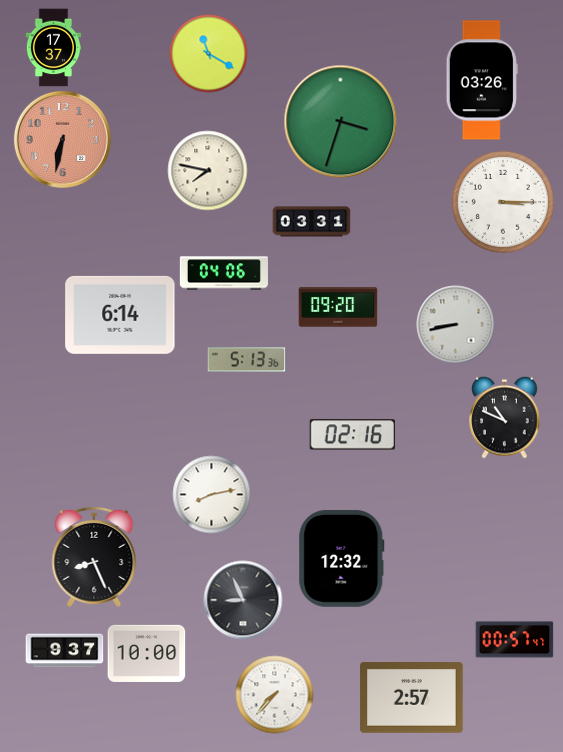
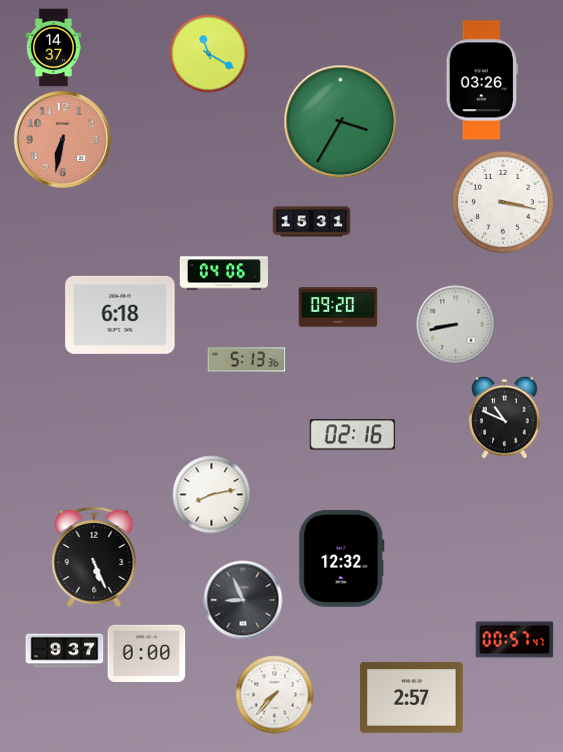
clock at (54, 47): 17:37 -> 14:37
clock at (340, 121): 3:33 -> 3:35
clock at (207, 170): 7:47 -> none
clock at (503, 202): 3:15 -> 3:17
clock at (311, 222): 03:31 -> 15:31
clock at (120, 315): 6:14 -> 6:18
clock at (94, 557): 8:26 -> 5:26
clock at (146, 653): 10:00 -> 0:00
